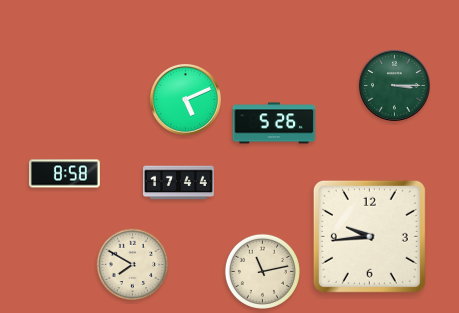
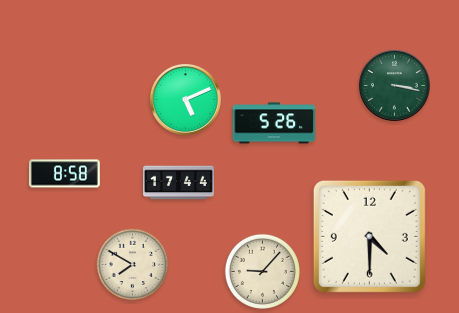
clock at (394, 85): 3:15 -> 3:17
clock at (369, 236): 9:44 -> 4:30
clock at (262, 271): 11:13 -> 9:07
